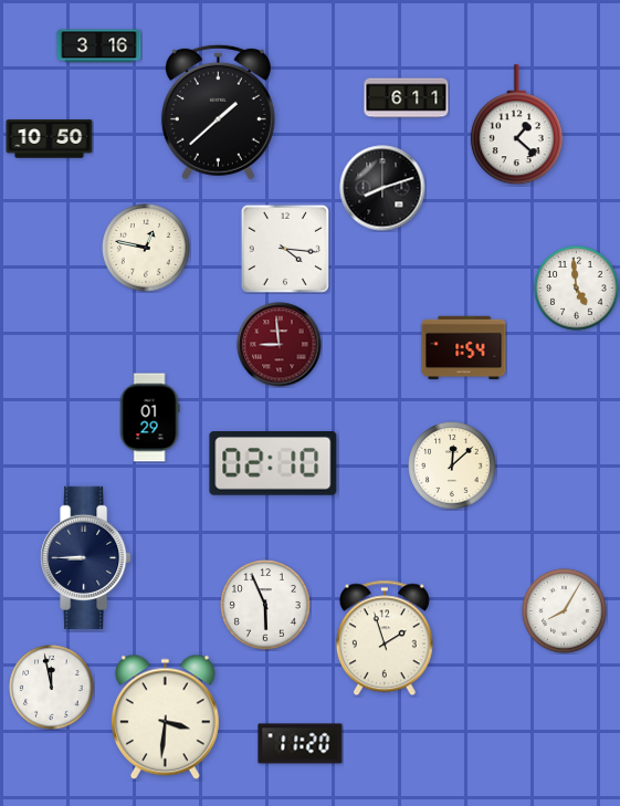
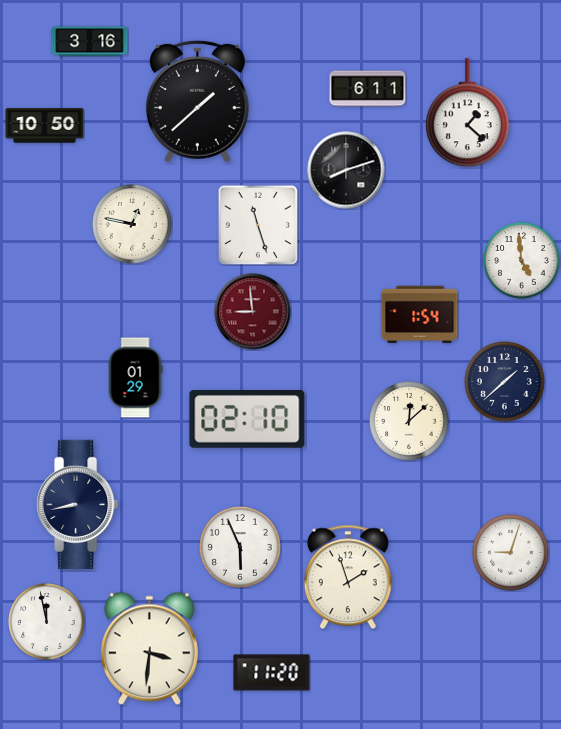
clock at (285, 249): 4:16 -> 11:27
clock at (505, 382): none -> 1:38
clock at (86, 557): 8:45 -> 8:43
clock at (565, 611): 8:05 -> 9:03
